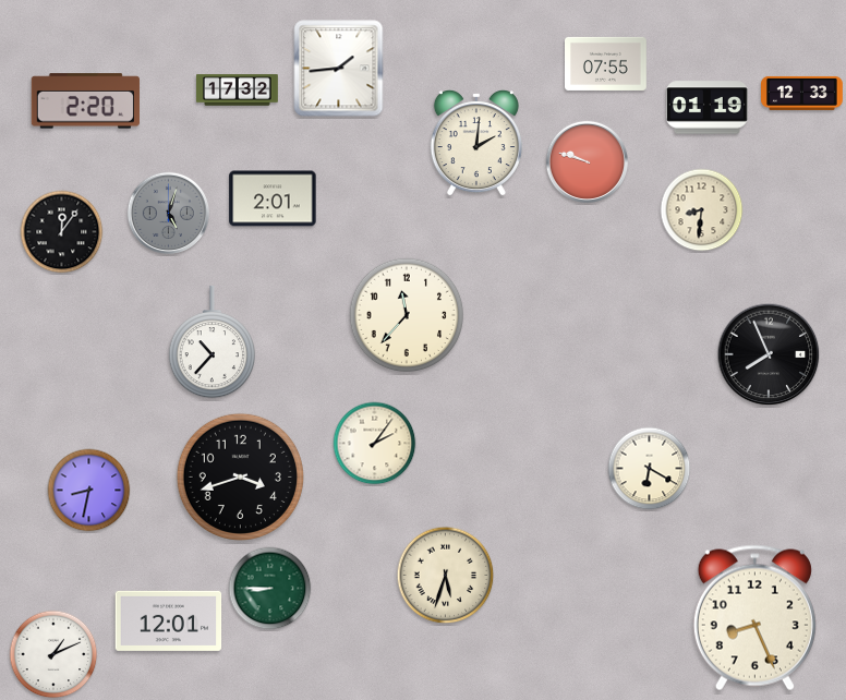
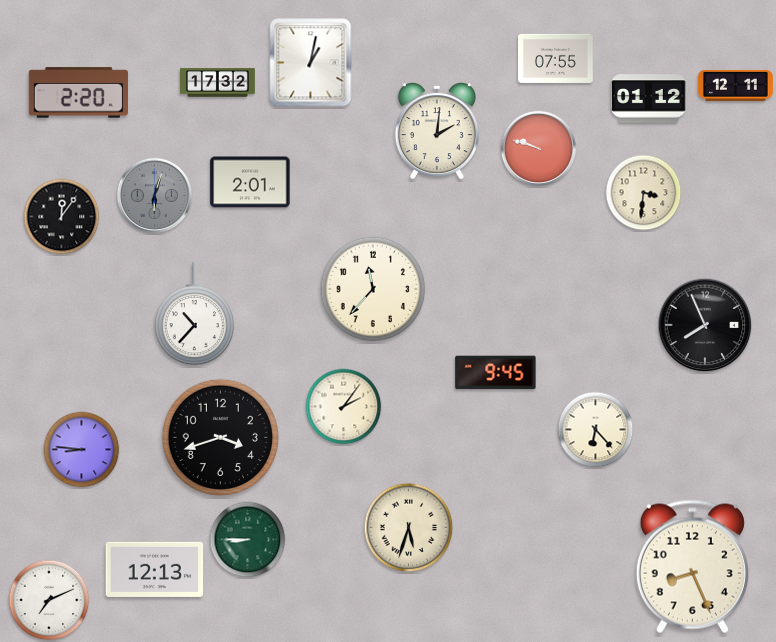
clock at (339, 69): 1:44 -> 1:02
clock at (802, 93): 12:33 -> 12:11
clock at (706, 108): 01:19 -> 01:12
clock at (702, 210): 8:31 -> 3:31
clock at (168, 213): 5:03 -> 6:03
clock at (62, 232) position: (62, 232) -> (62, 217)
clock at (496, 373): none -> 9:45
clock at (650, 469): 6:20 -> 6:23
clock at (89, 491): 8:32 -> 8:46
clock at (169, 620): 12:01 -> 12:13
clock at (53, 654): 1:11 -> 7:11
